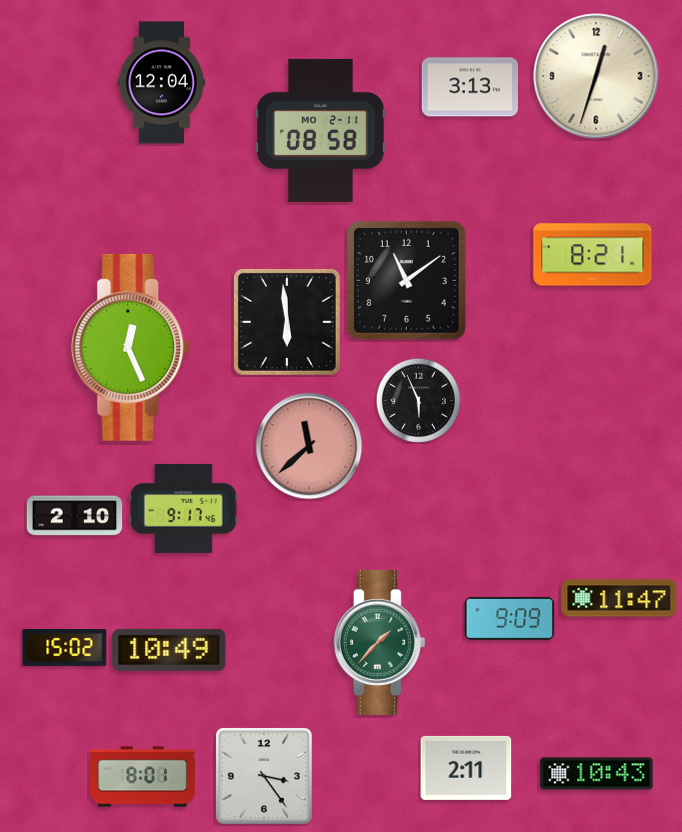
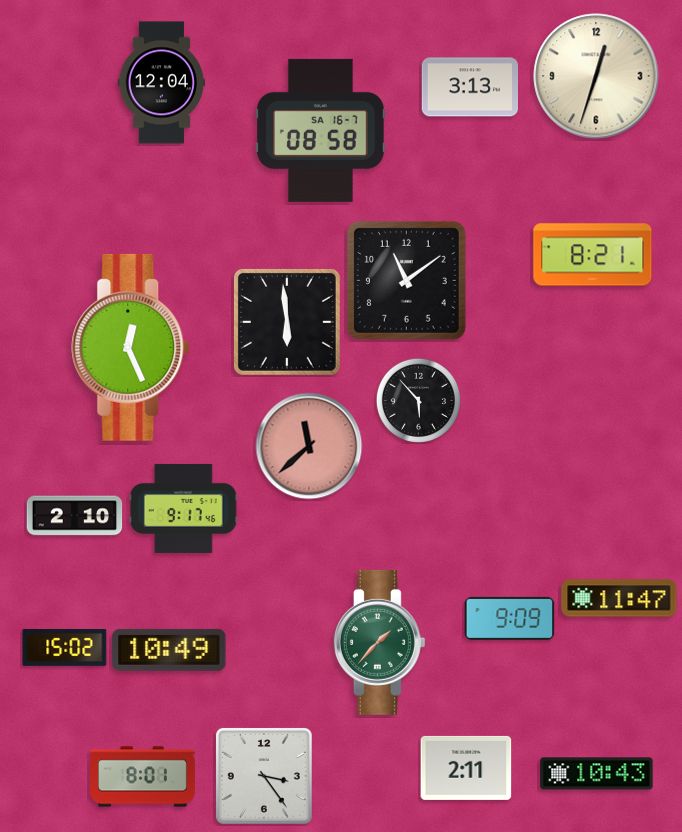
clock at (321, 130) date: MO 2-11 -> SA 16-7
clock at (418, 400): 5:56 -> 5:53
